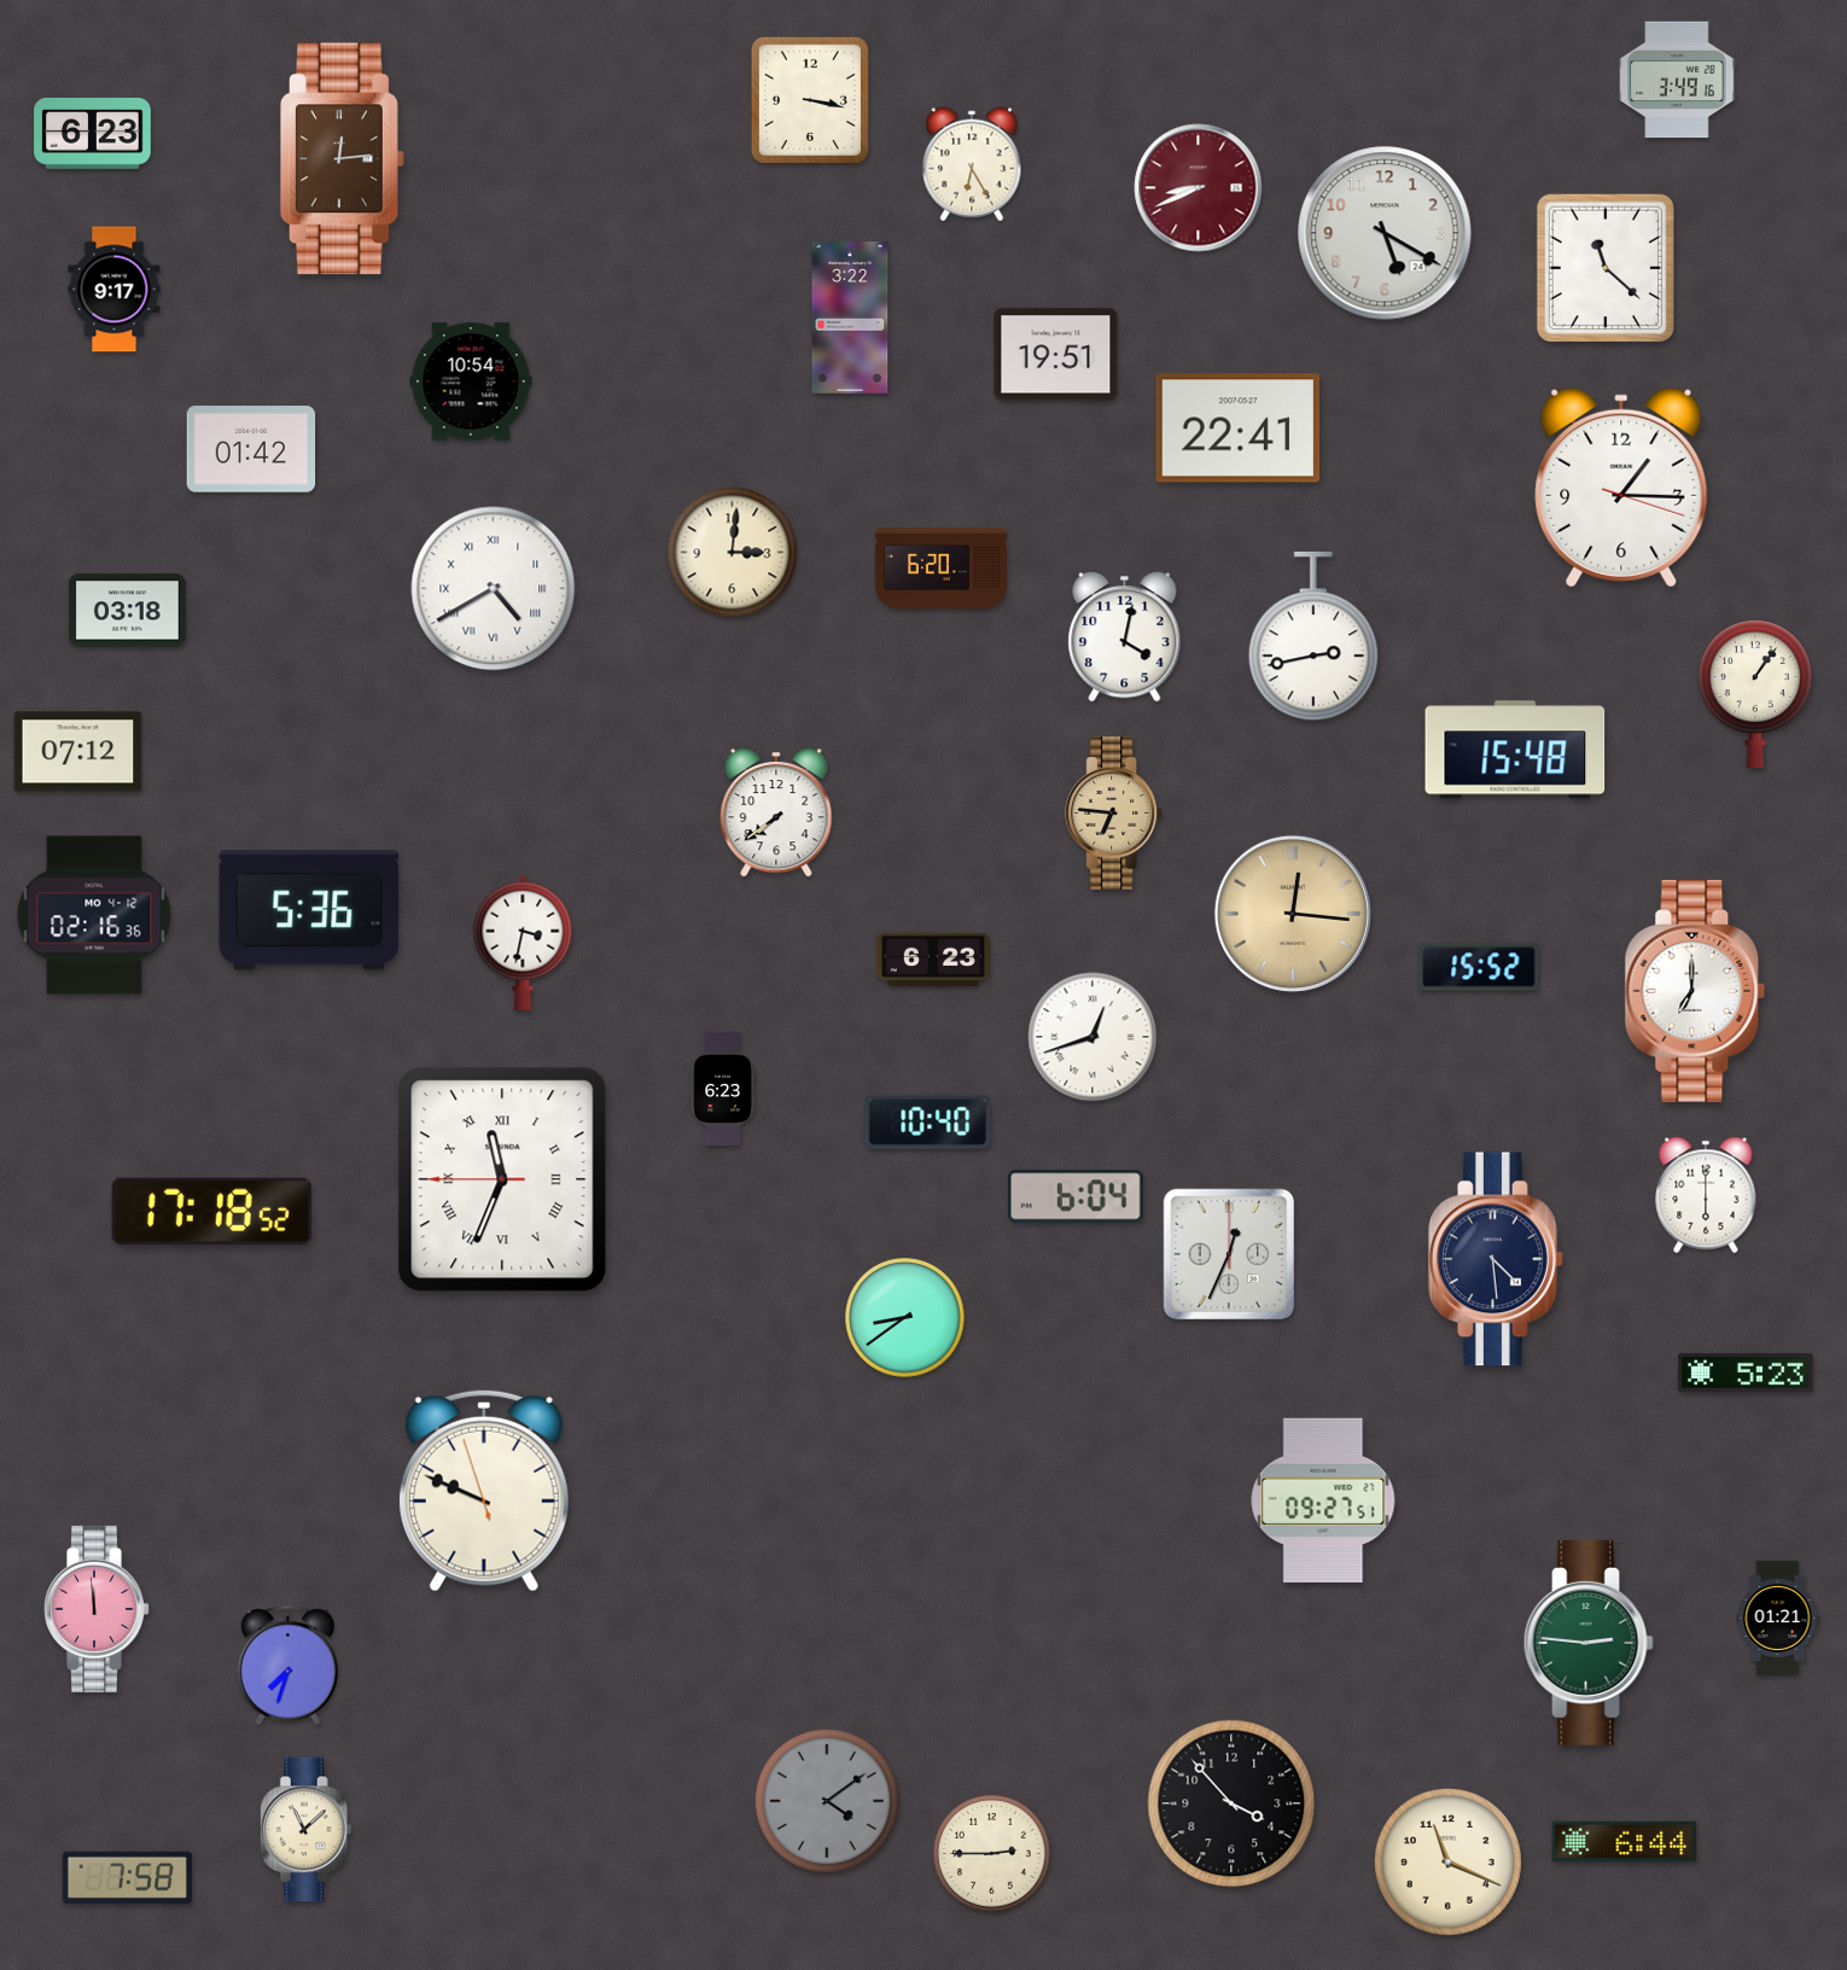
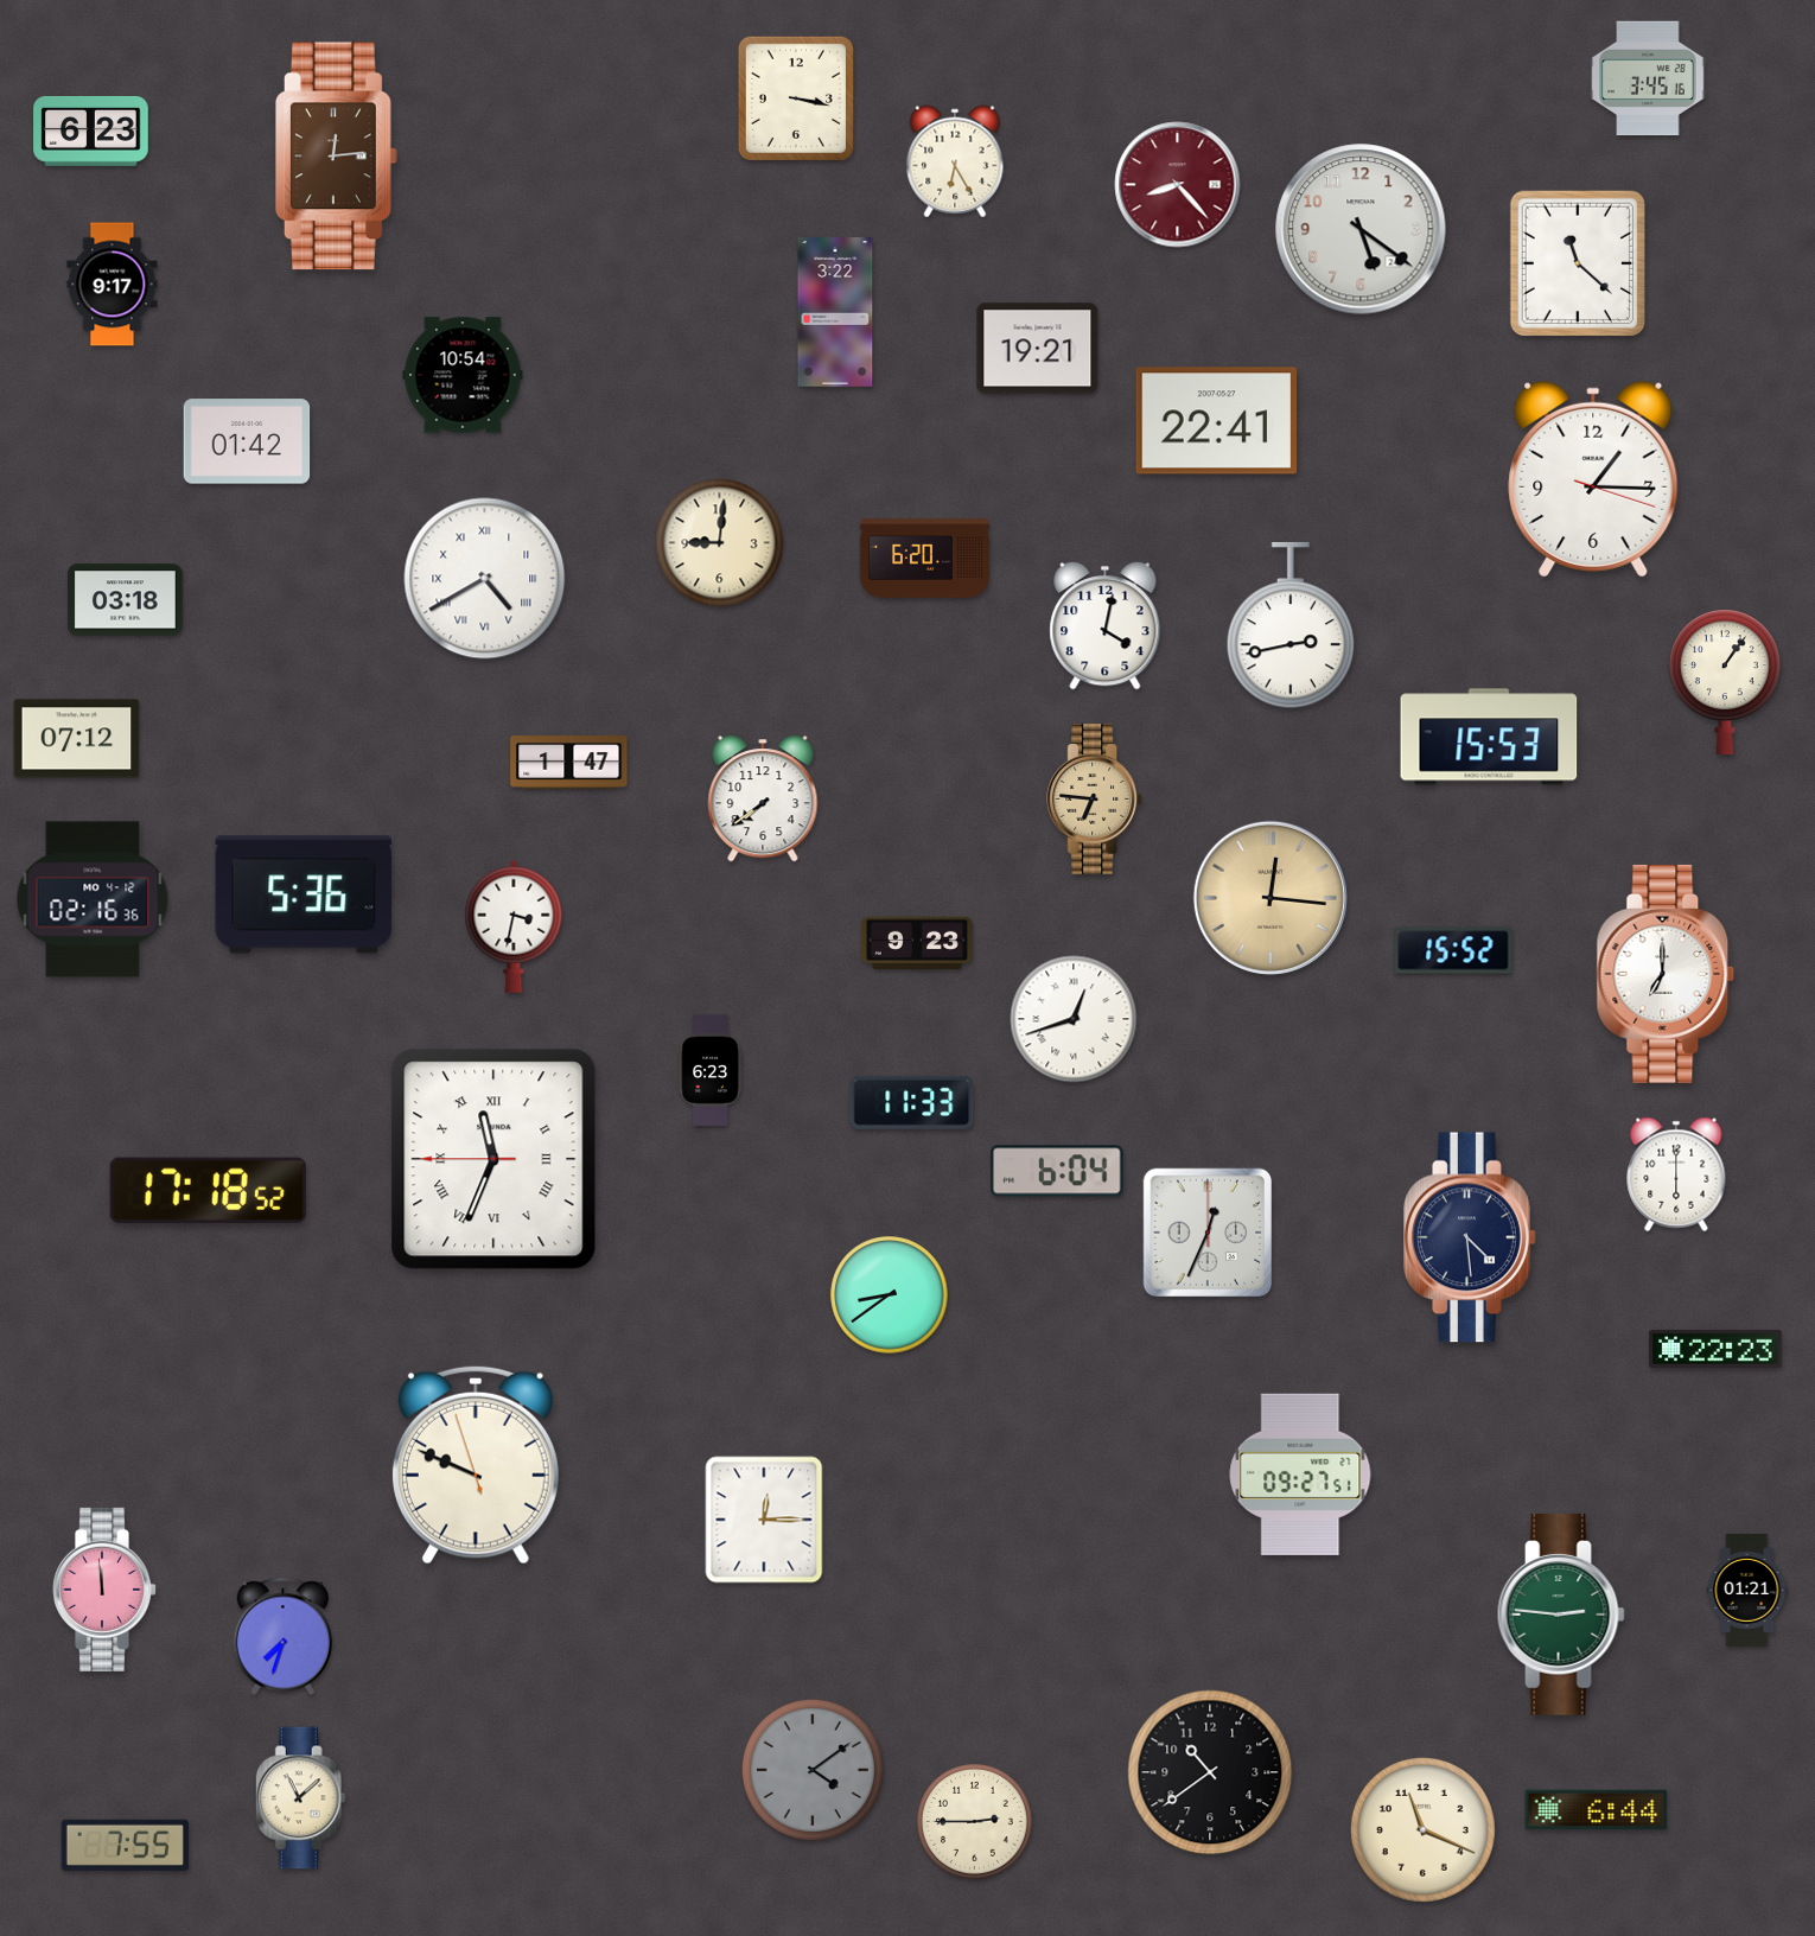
clock at (1677, 80): 3:49 -> 3:45
clock at (1199, 188): 8:41 -> 8:23
clock at (1385, 233): 5:20 -> 5:21
clock at (1056, 355): 19:51 -> 19:21
clock at (733, 553): 3:01 -> 9:01
clock at (1515, 750): 15:48 -> 15:53
clock at (569, 763): none -> 1:47
clock at (933, 958): 6:23 -> 9:23
clock at (928, 1121): 10:40 -> 11:33
clock at (1077, 1196) position: (1077, 1196) -> (1058, 1171)
clock at (1746, 1372): 5:23 -> 22:23
clock at (764, 1520): none -> 12:15
clock at (95, 1609) position: (95, 1609) -> (103, 1590)
clock at (1231, 1803): 3:53 -> 10:39
clock at (127, 1877): 7:58 -> 7:55
